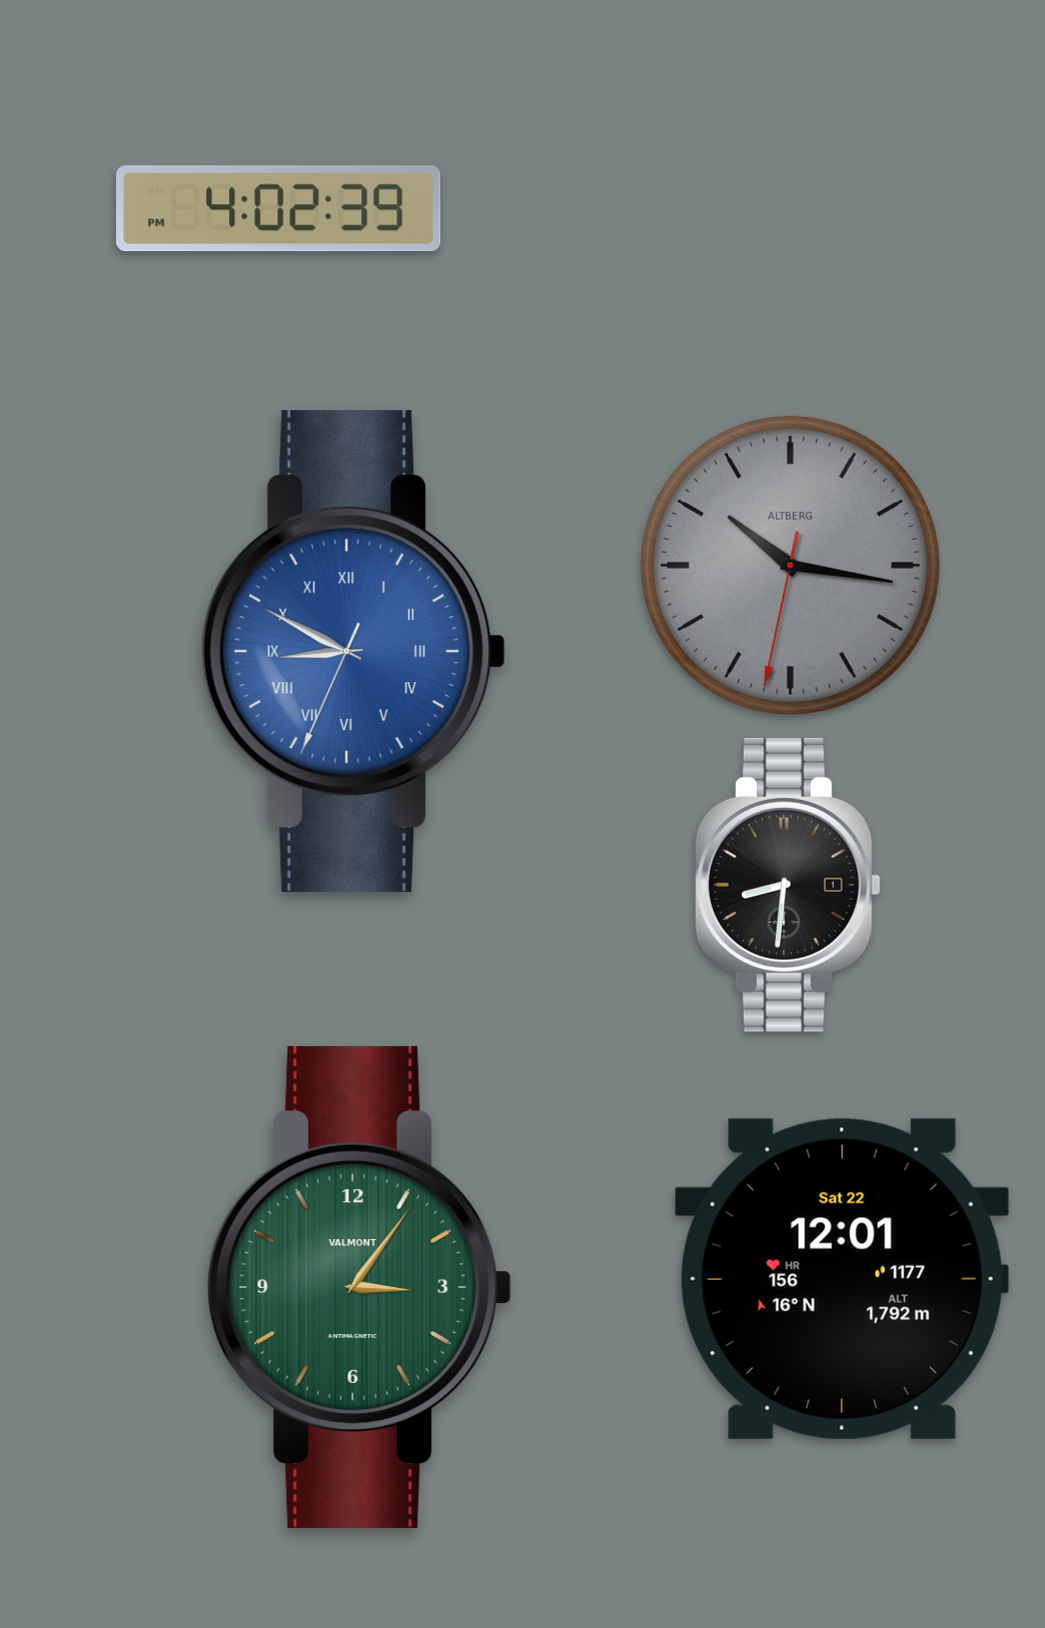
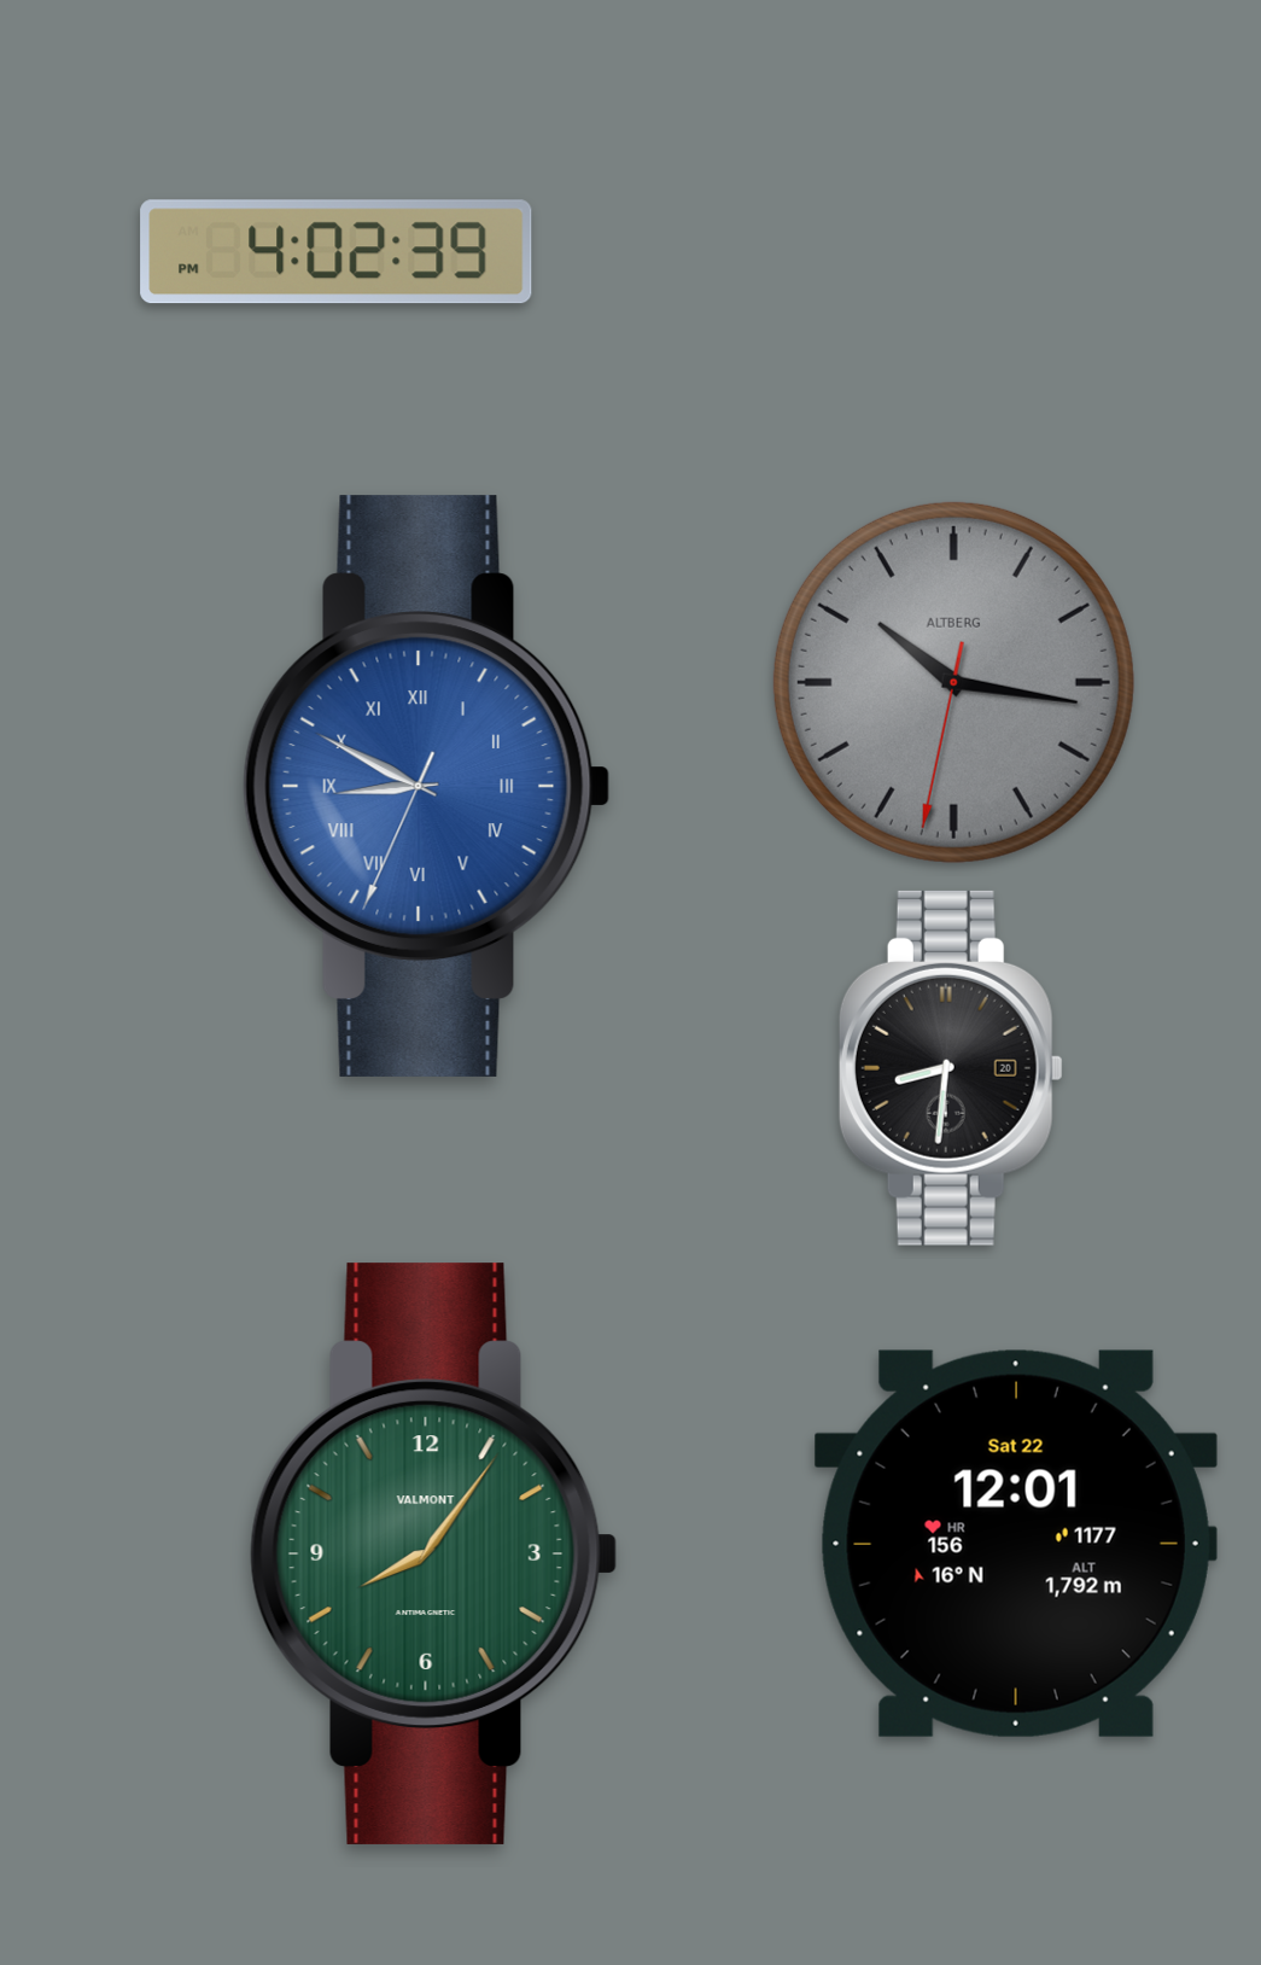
clock at (788, 885) date: 1 -> 20
clock at (360, 1287): 3:06 -> 8:06
